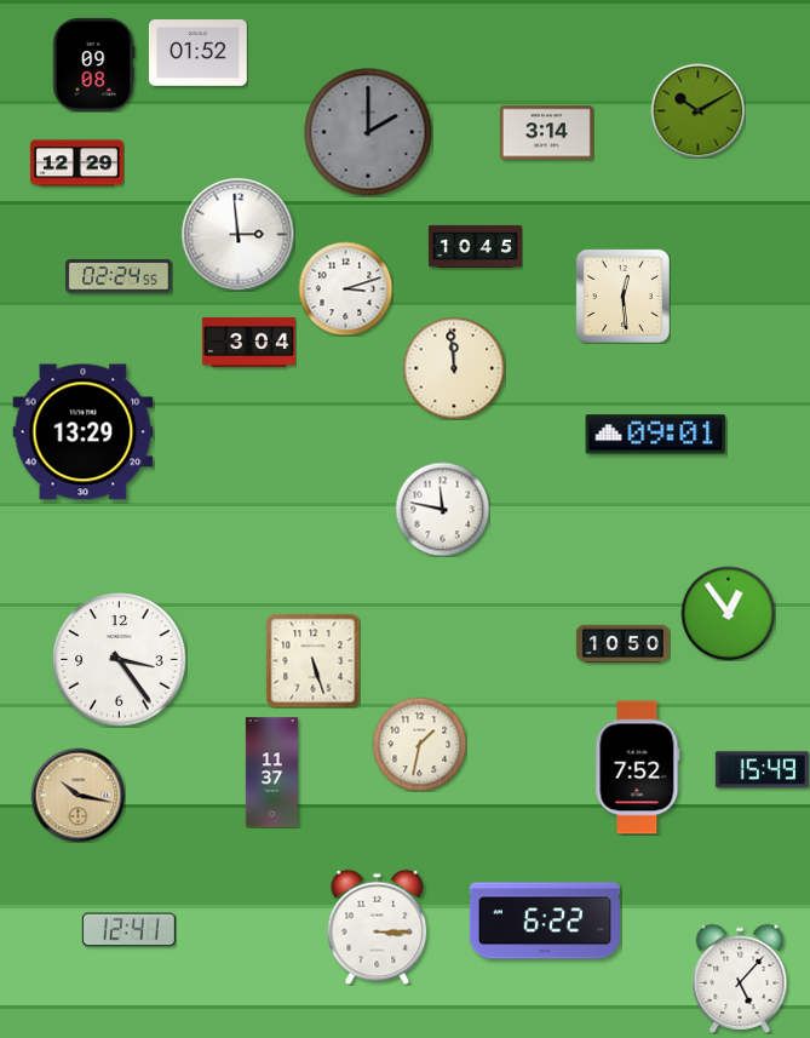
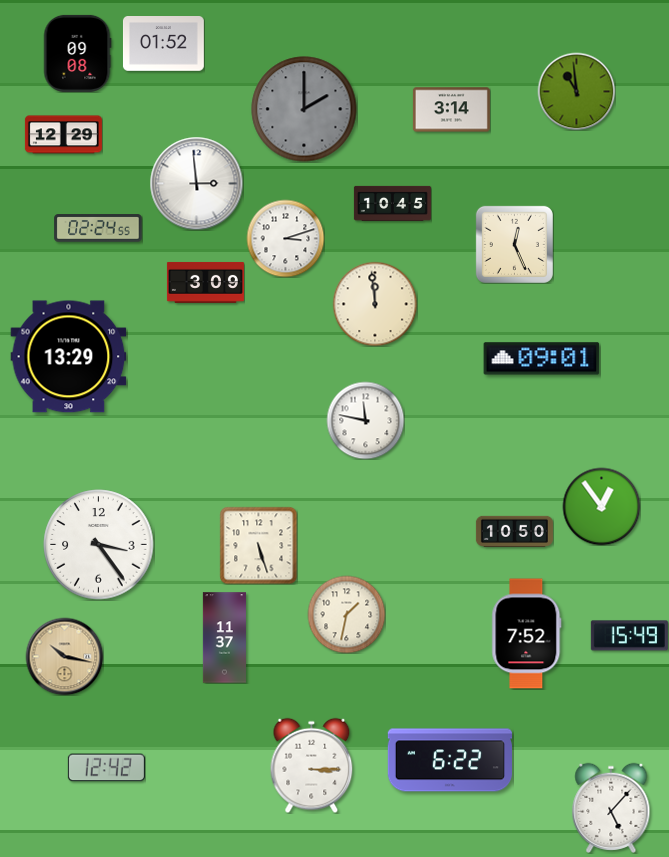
clock at (697, 110): 10:10 -> 10:59
clock at (237, 234) position: (237, 234) -> (196, 183)
clock at (622, 296): 12:29 -> 12:26
clock at (248, 342): 3:04 -> 3:09
clock at (128, 930): 12:41 -> 12:42
